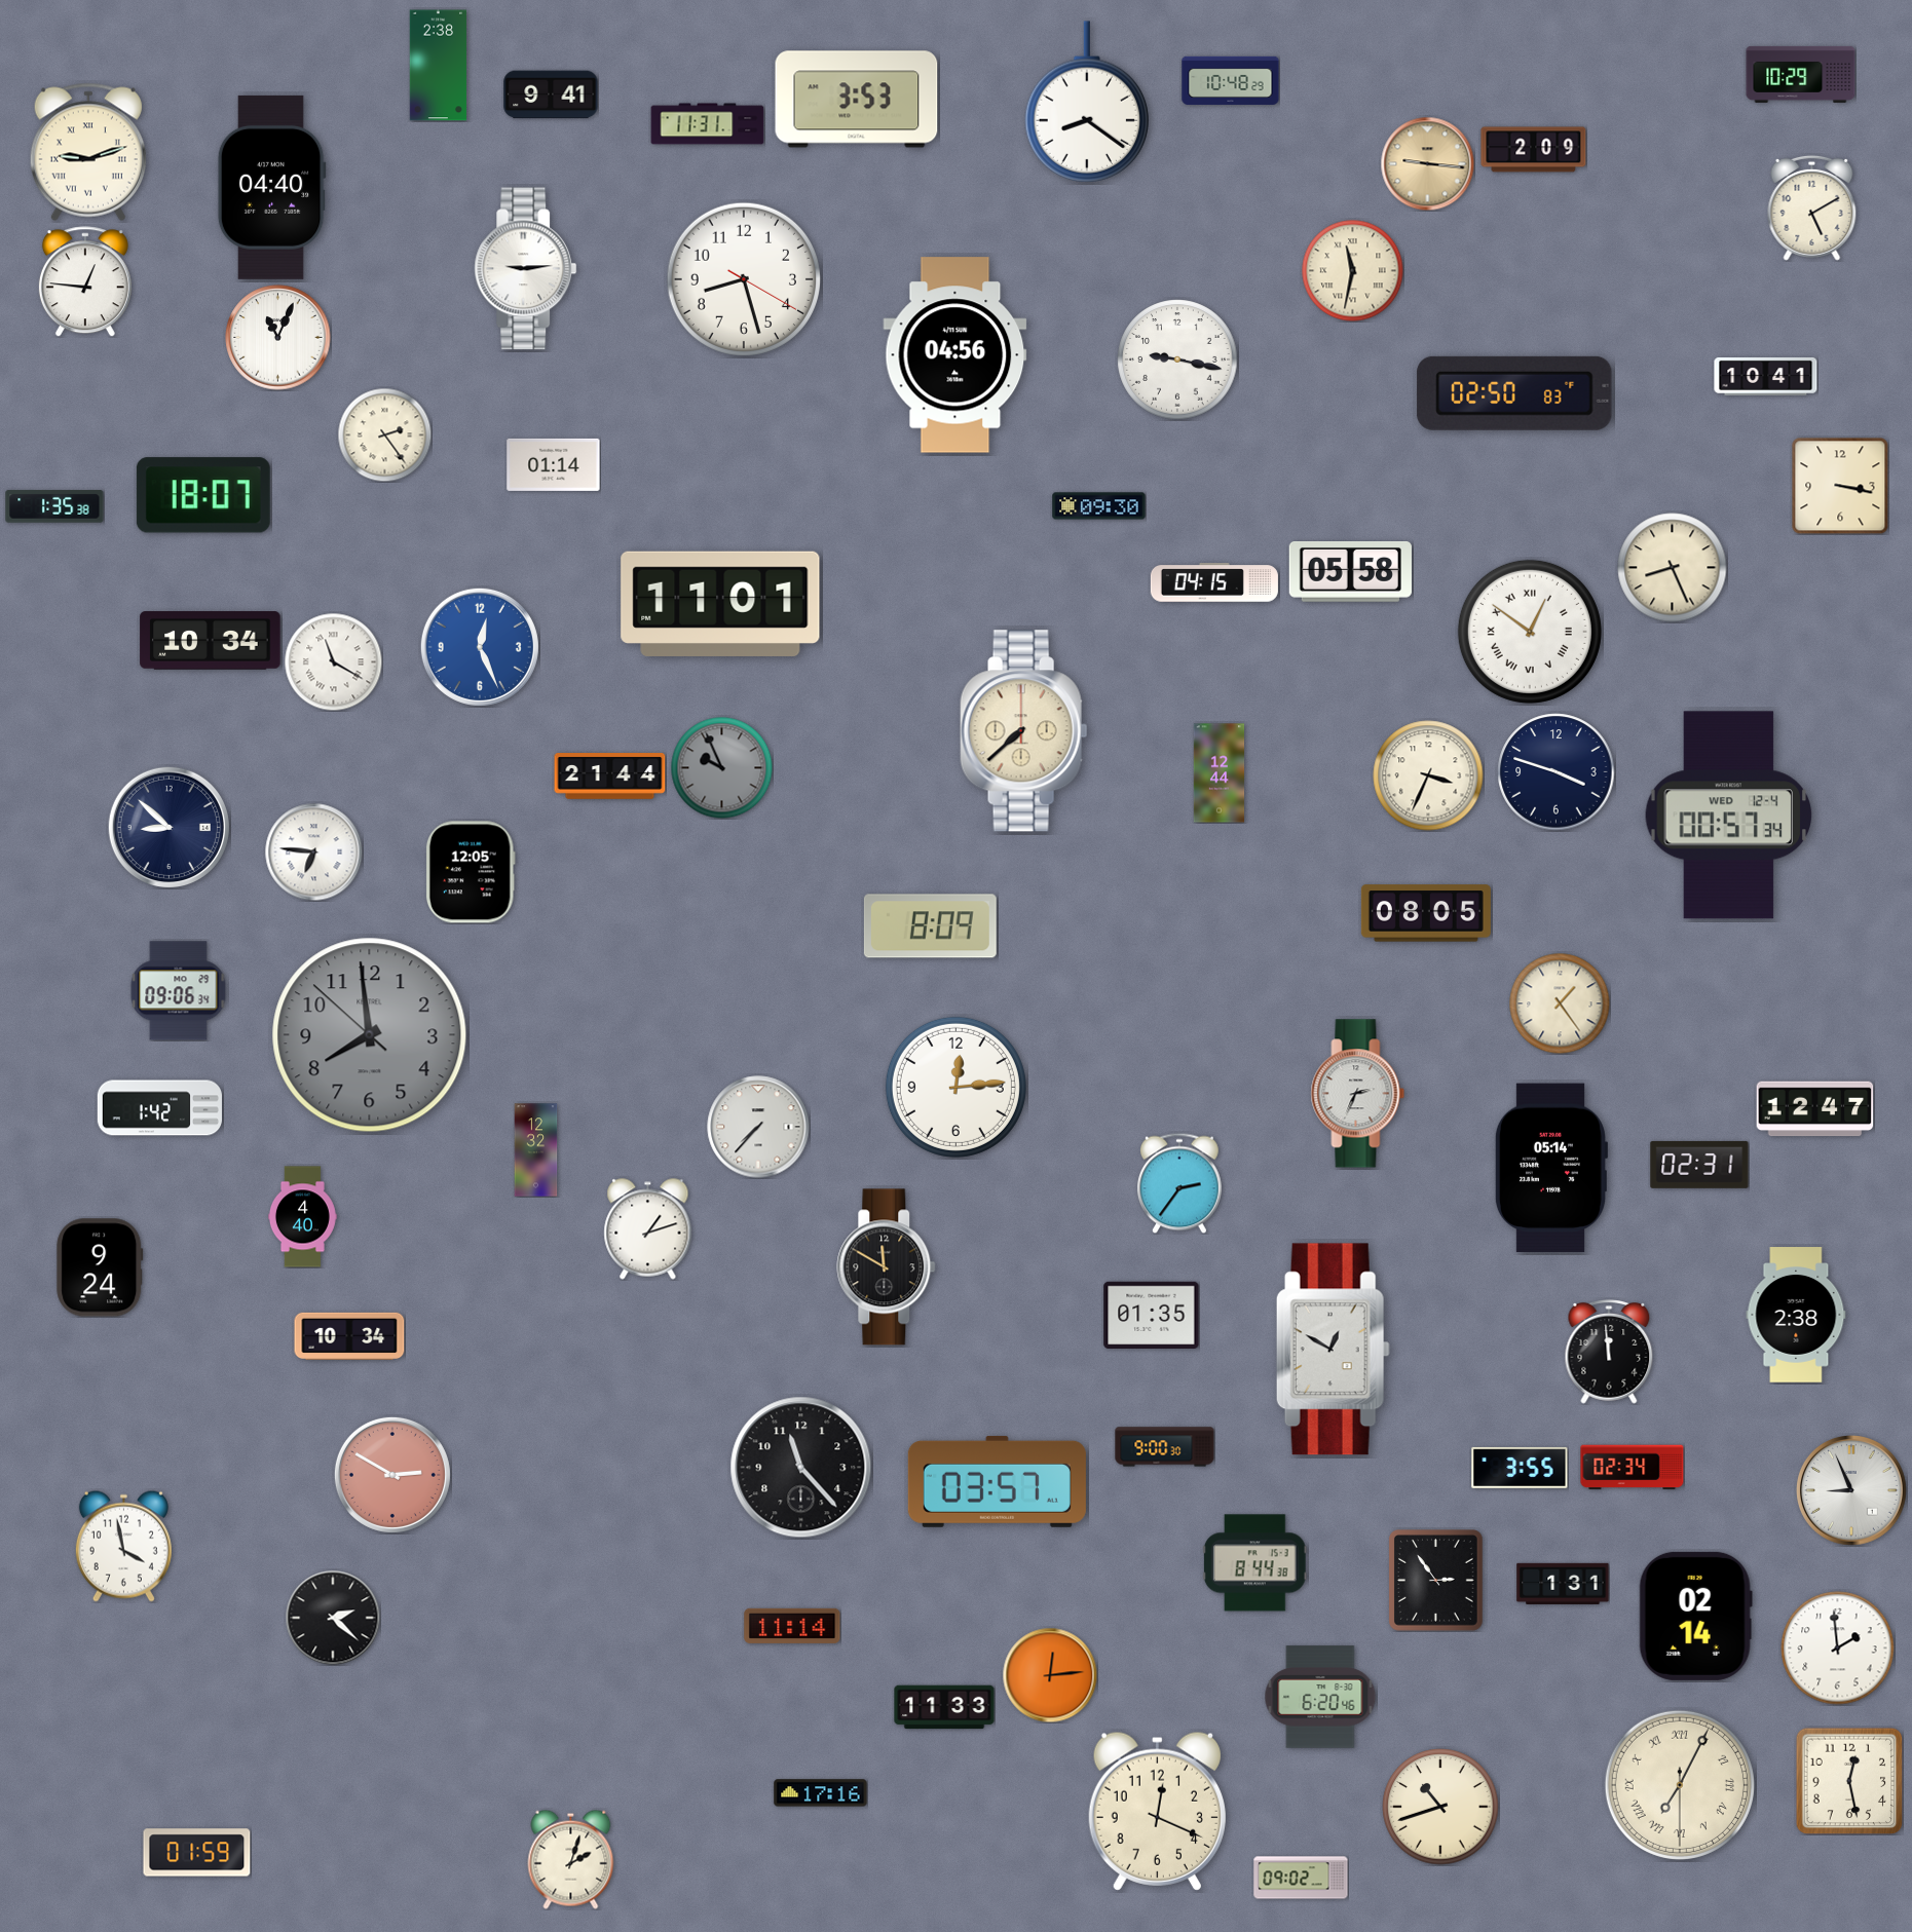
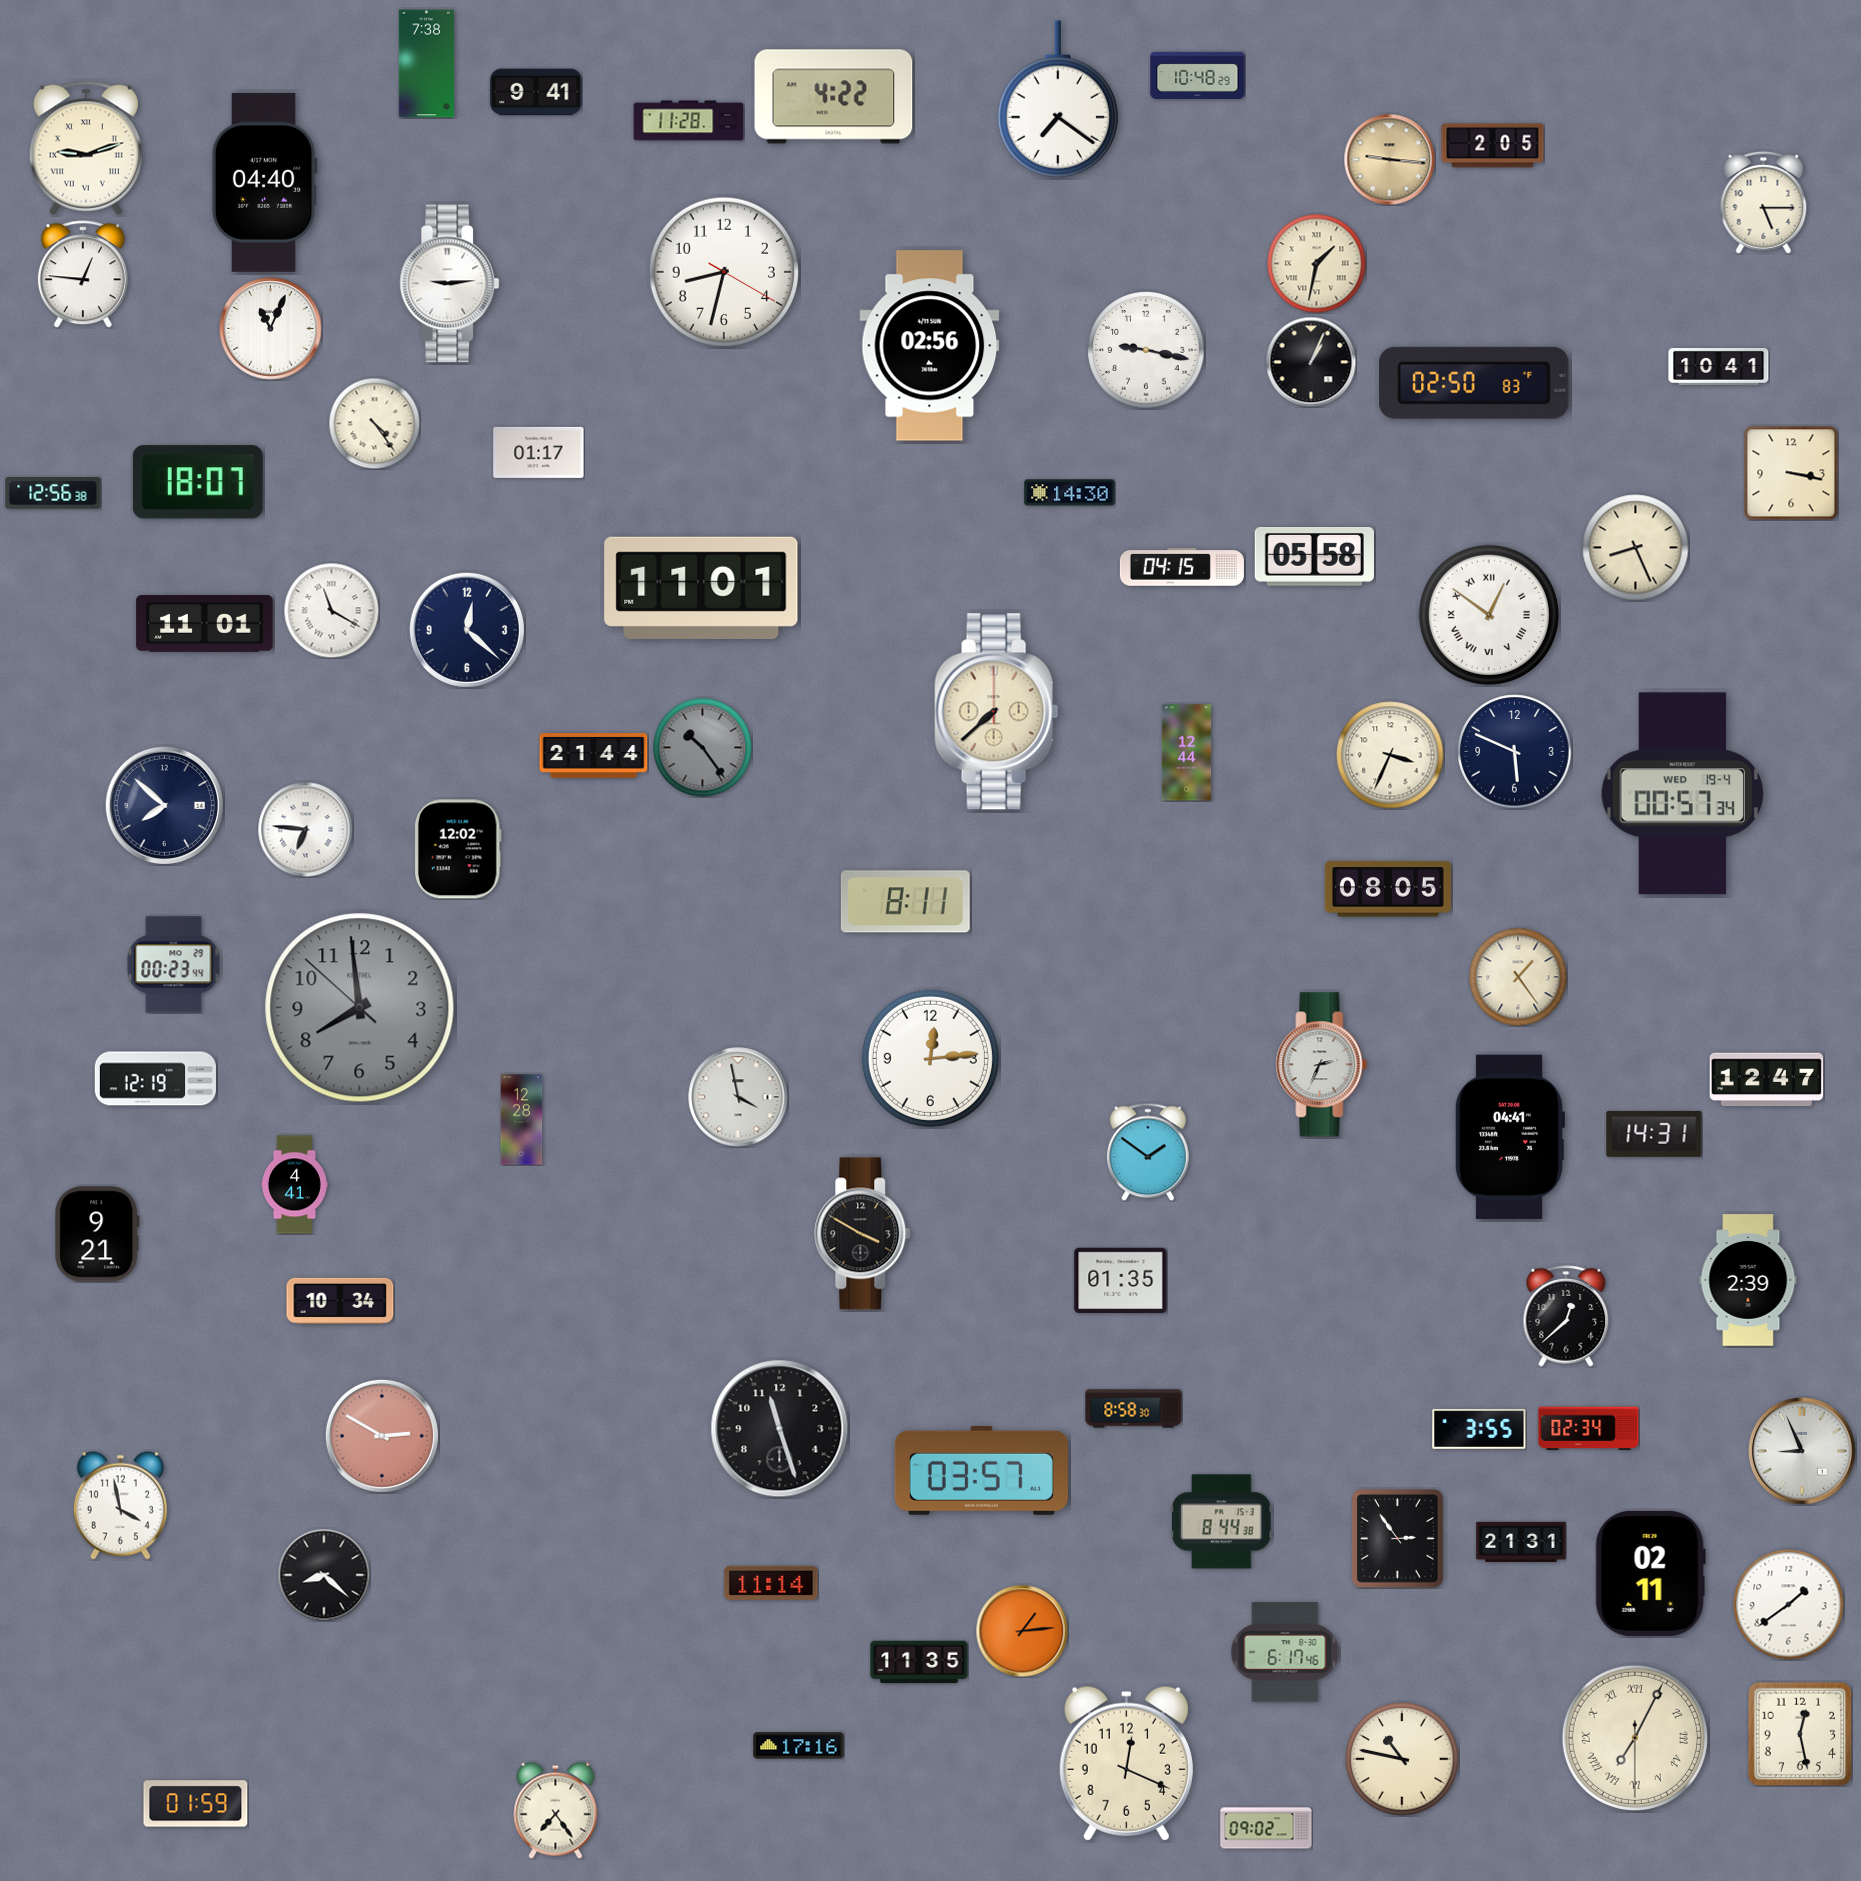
clock at (439, 66): 2:38 -> 7:38
clock at (1801, 74): 10:29 -> none
clock at (1231, 80) position: (1231, 80) -> (1198, 75)
clock at (857, 100): 3:53 -> 4:22
clock at (1087, 102): 8:21 -> 7:21
clock at (708, 124): 11:31 -> 11:28
clock at (1534, 150): 2:09 -> 2:05
clock at (1812, 207): 5:10 -> 5:15
clock at (526, 269) position: (526, 269) -> (450, 284)
clock at (1353, 271): 11:32 -> 1:32
clock at (743, 278): 8:27 -> 8:32
clock at (955, 355): 04:56 -> 02:56
clock at (1311, 362): none -> 1:04
clock at (384, 434): 2:24 -> 4:24
clock at (554, 464): 01:14 -> 01:17
clock at (54, 506): 1:35 -> 12:56
clock at (1099, 506): 09:30 -> 14:30
clock at (1673, 568) position: (1673, 568) -> (1636, 548)
clock at (211, 641): 10:34 -> 11:01
clock at (480, 647): 12:26 -> 12:22
clock at (480, 647) dial: blue -> navy
clock at (333, 661) position: (333, 661) -> (331, 610)
clock at (722, 768): 9:56 -> 10:24
clock at (1557, 772): 3:48 -> 5:49
clock at (1729, 816) date: WED 12-4 -> WED 19-4
clock at (168, 827): 8:52 -> 7:52
clock at (471, 872): 12:05 -> 12:02
clock at (930, 926): 8:09 -> 8:11
clock at (179, 991): 09:06 -> 00:23
clock at (159, 1108): 1:42 -> 12:19
clock at (758, 1127): 7:37 -> 3:58
clock at (536, 1150): 12:32 -> 12:28
clock at (1699, 1165): 02:31 -> 14:31
clock at (1550, 1168): 05:14 -> 04:41
clock at (1179, 1183): 2:36 -> 1:51
clock at (302, 1217): 4:40 -> 4:41
clock at (648, 1229): 1:12 -> none
clock at (100, 1267): 9:24 -> 9:21
clock at (887, 1267): 11:50 -> 3:50
clock at (1796, 1315): 2:38 -> 2:39
clock at (1333, 1350): 12:50 -> none
clock at (1609, 1352): 11:59 -> 12:38
clock at (1165, 1447): 9:00 -> 8:58
clock at (801, 1468): 11:23 -> 11:27
clock at (997, 1481) position: (997, 1481) -> (981, 1470)
clock at (1563, 1584): 1:31 -> 21:31
clock at (1695, 1616): 02:14 -> 02:11
clock at (333, 1618): 2:22 -> 8:22
clock at (1838, 1649): 1:59 -> 1:39
clock at (1050, 1675): 12:14 -> 1:14
clock at (1320, 1697): 6:20 -> 6:17
clock at (944, 1707): 11:33 -> 11:35
clock at (1440, 1807): 10:42 -> 10:47
clock at (197, 1853) position: (197, 1853) -> (196, 1804)
clock at (571, 1859): 2:03 -> 7:24
